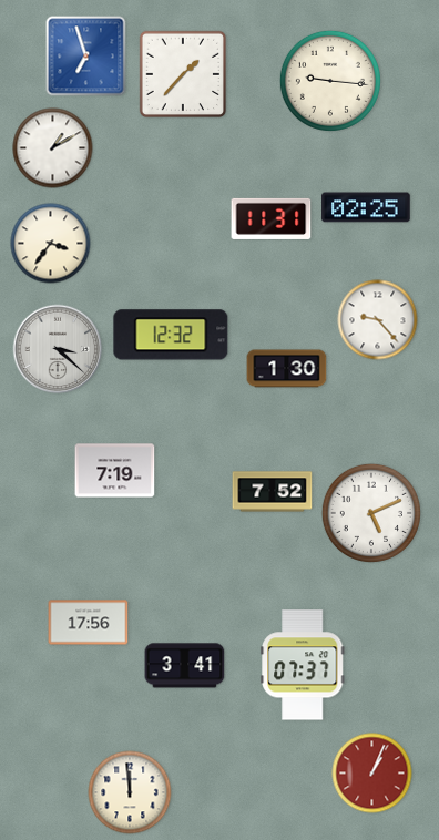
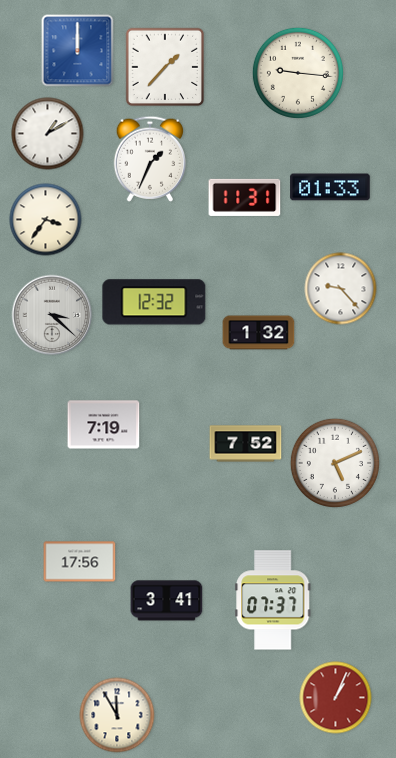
clock at (86, 57): 6:57 -> 12:00
clock at (149, 159): none -> 1:34
clock at (366, 207): 02:25 -> 01:33
clock at (287, 369): 1:30 -> 1:32
clock at (130, 792): 11:59 -> 11:55
